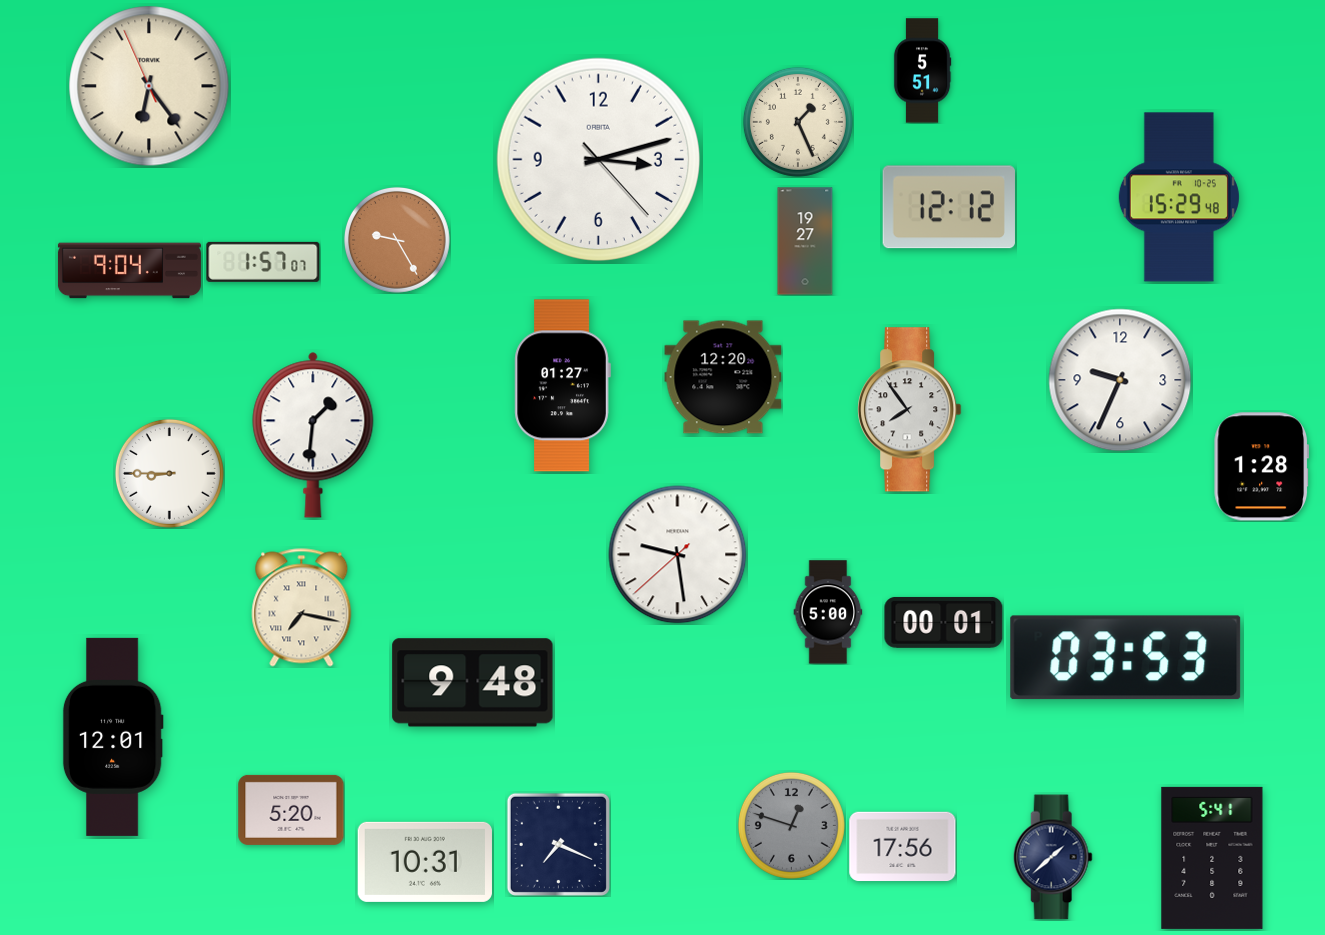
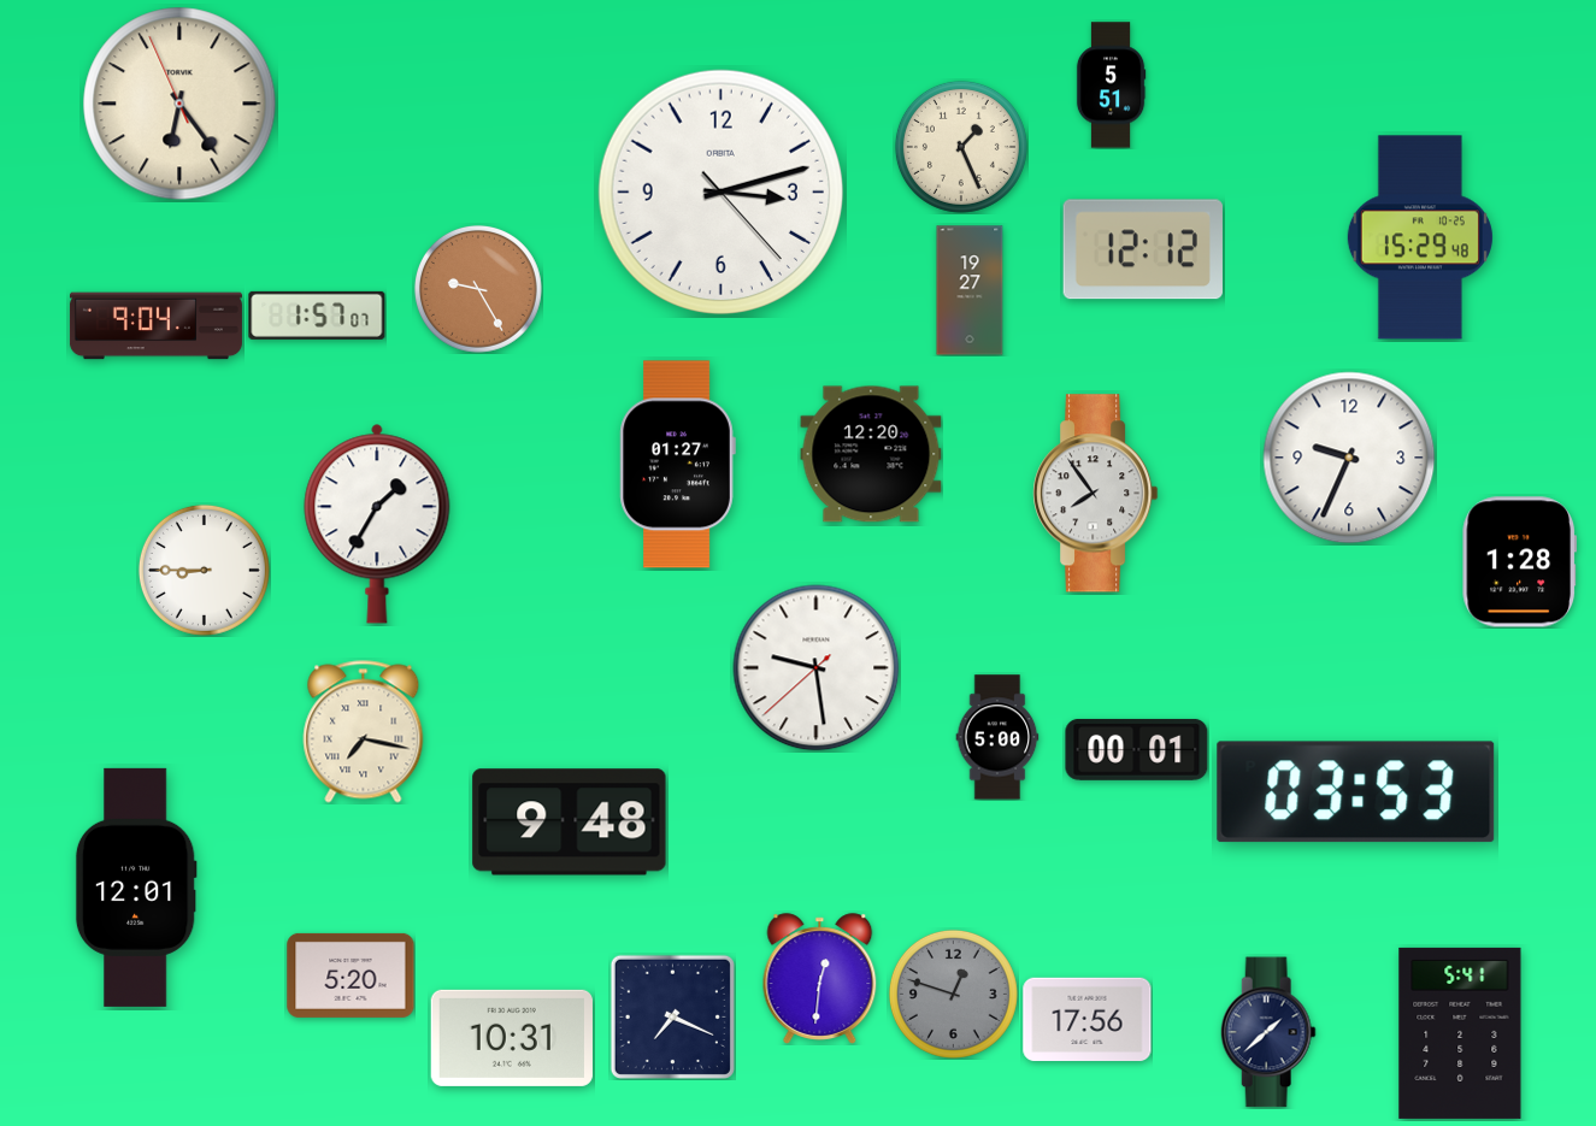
clock at (313, 435): 1:31 -> 1:35
clock at (820, 979): none -> 12:31
